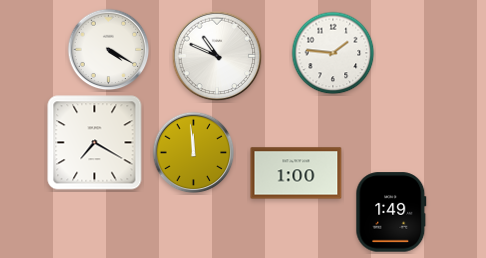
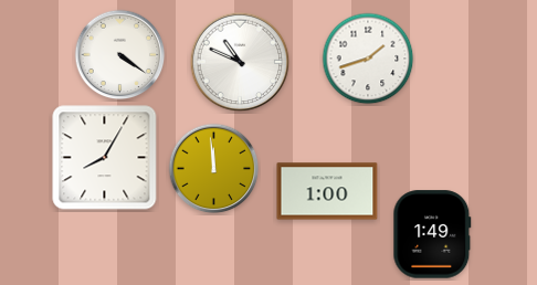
clock at (109, 50): 4:20 -> 4:21
clock at (333, 53): 1:46 -> 1:42
clock at (95, 143): 7:20 -> 8:05
